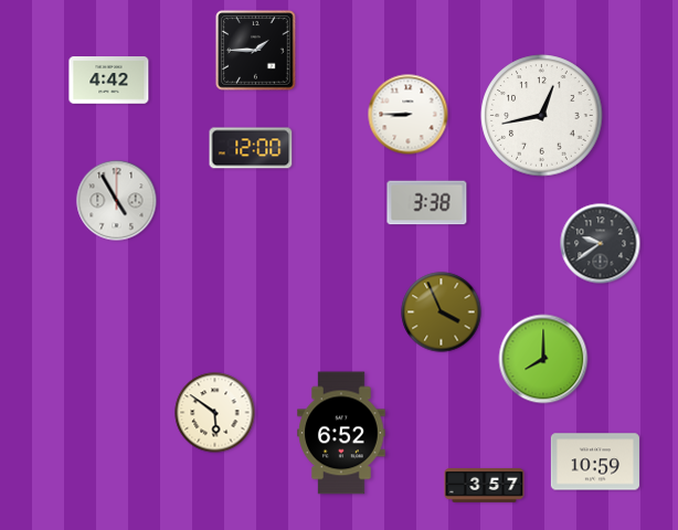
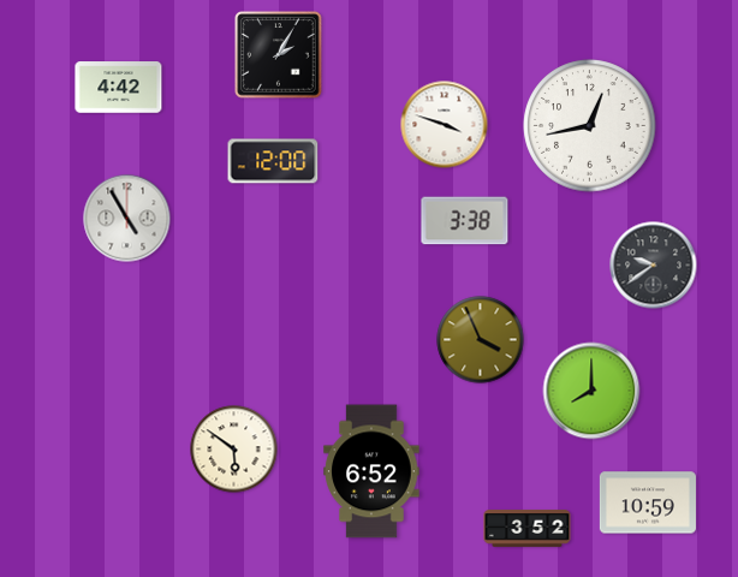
clock at (256, 51): 1:45 -> 2:05
clock at (409, 115): 8:45 -> 3:48
clock at (485, 486): 3:57 -> 3:52
